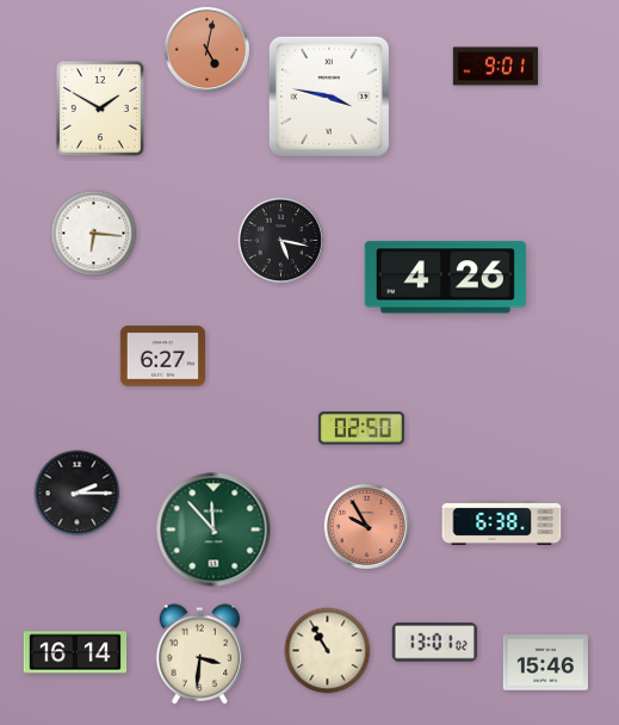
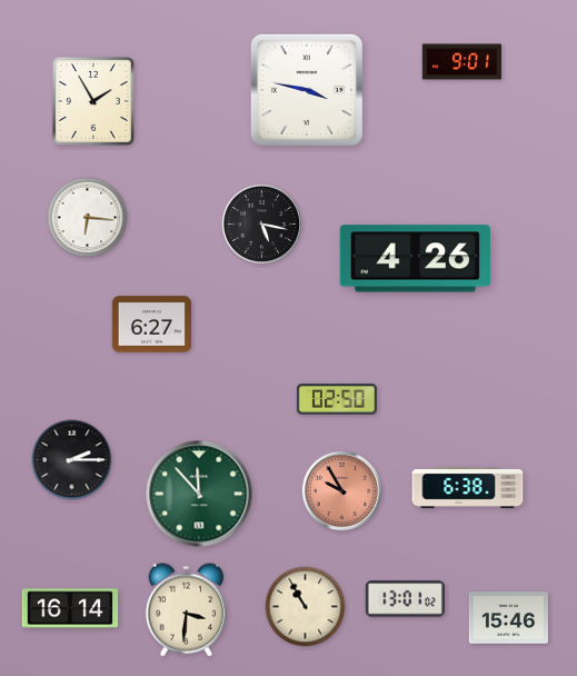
clock at (206, 49): 5:02 -> none
clock at (100, 109): 1:50 -> 1:55
clock at (162, 357) position: (162, 357) -> (151, 325)
